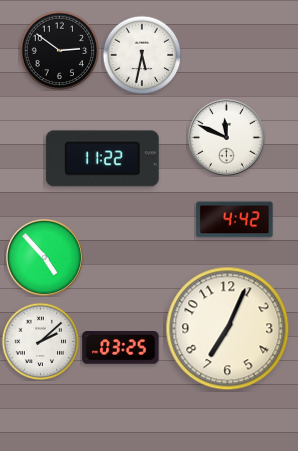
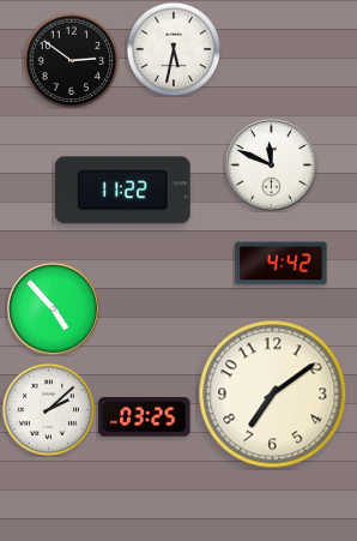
clock at (142, 55) position: (142, 55) -> (174, 49)
clock at (228, 329): 7:04 -> 7:09
